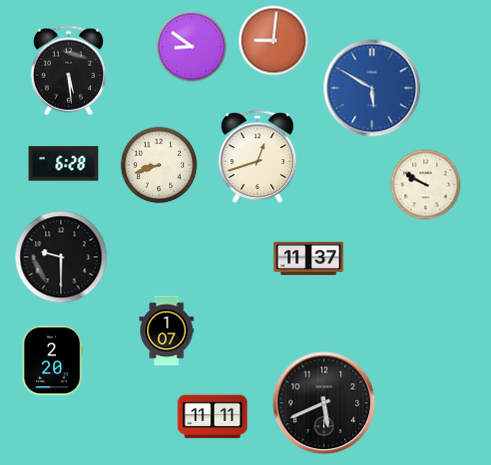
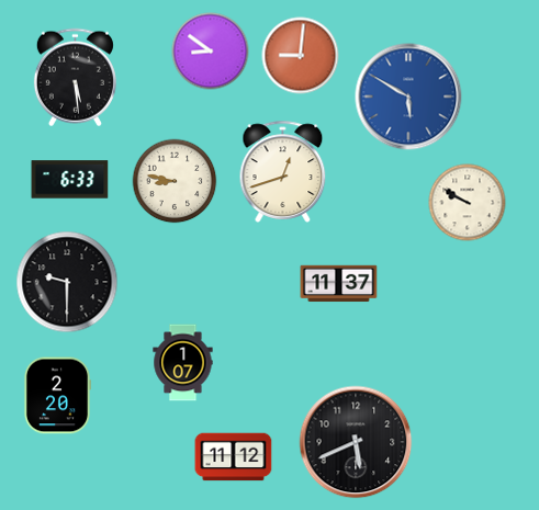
clock at (274, 41) position: (274, 41) -> (301, 56)
clock at (64, 164): 6:28 -> 6:33
clock at (159, 165): 8:42 -> 8:47
clock at (213, 417): 11:11 -> 11:12
